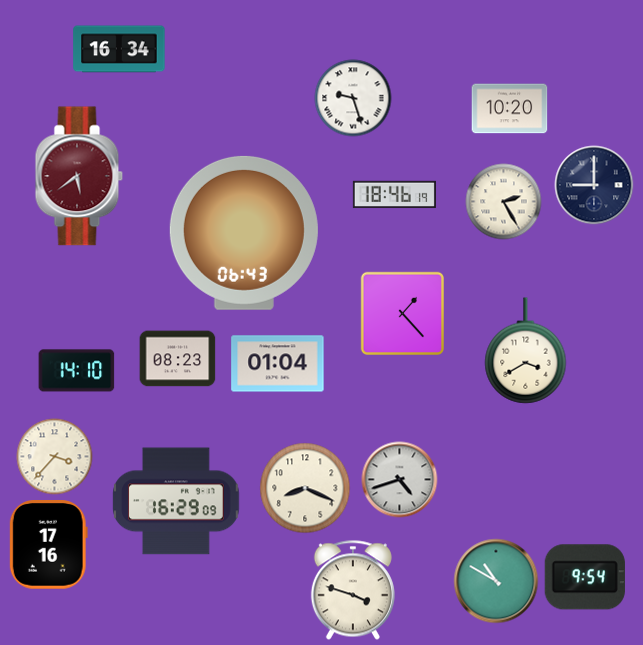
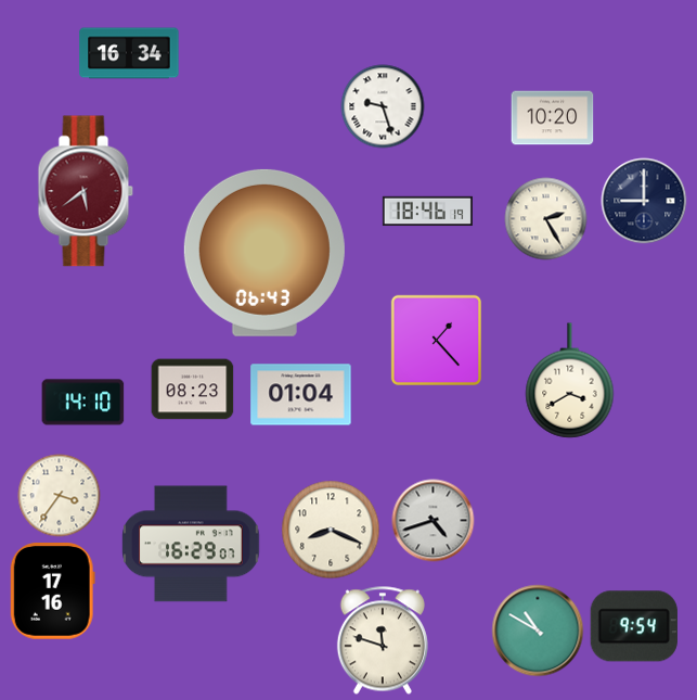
clock at (55, 457): 3:37 -> 3:36
clock at (176, 501): 16:29:09 -> 16:29:07
clock at (353, 590): 3:48 -> 11:48
